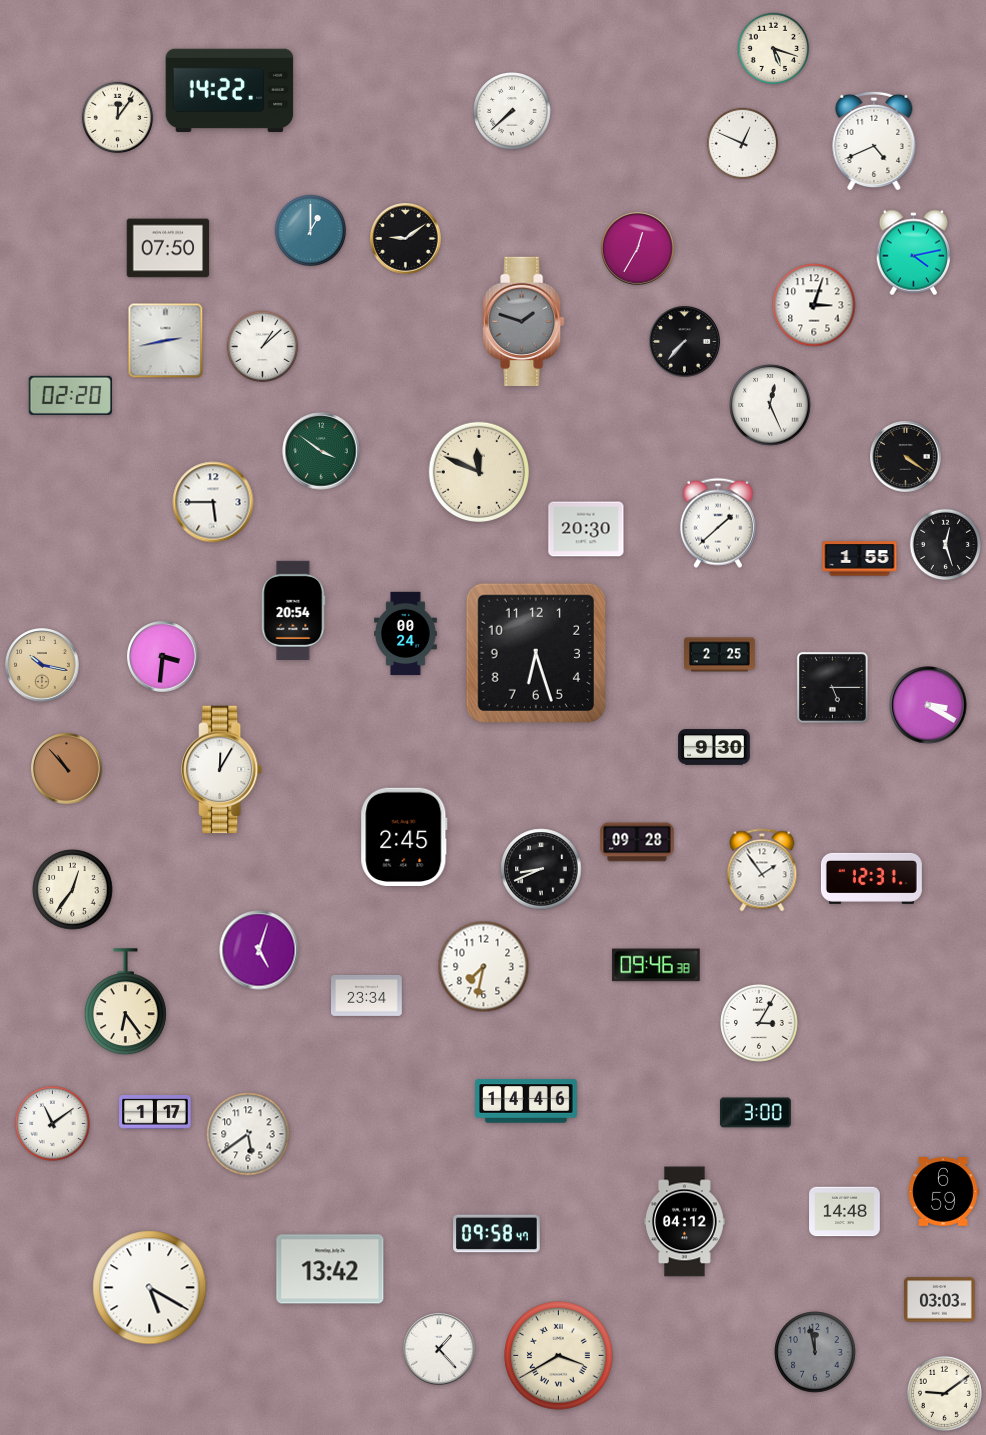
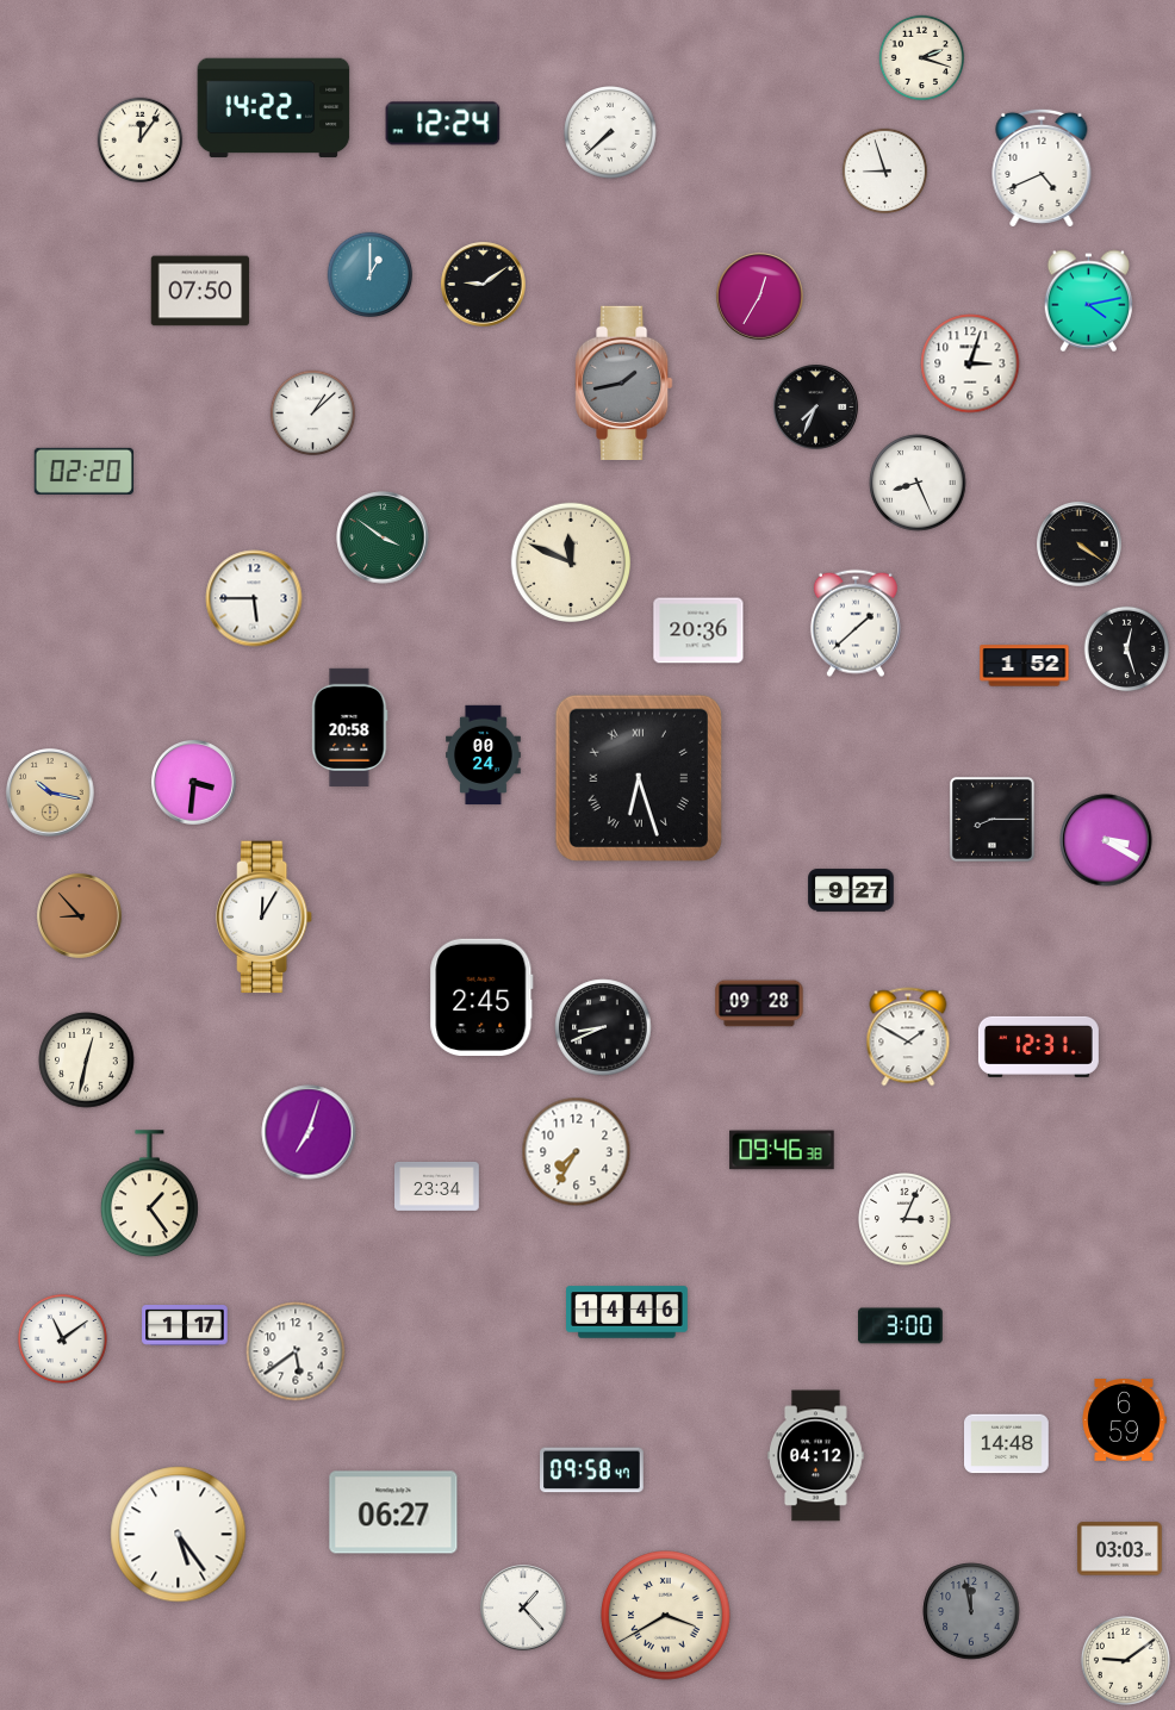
clock at (774, 49): 5:18 -> 2:18
clock at (443, 124): none -> 12:24
clock at (743, 144): 12:49 -> 8:57
clock at (168, 248) position: (168, 248) -> (200, 291)
clock at (524, 321): 1:48 -> 1:43
clock at (166, 341): 2:43 -> none
clock at (685, 342): 7:37 -> 7:34
clock at (770, 405): 12:26 -> 8:26
clock at (586, 529): 20:30 -> 20:36
clock at (860, 559): 1:55 -> 1:52
clock at (294, 610): 20:54 -> 20:58
clock at (535, 652) numerals: Arabic -> Roman
clock at (720, 655): 2:25 -> none
clock at (832, 687): 5:15 -> 8:15
clock at (714, 747): 9:30 -> 9:27
clock at (67, 769): 10:53 -> 8:53
clock at (541, 869) position: (541, 869) -> (603, 1027)
clock at (762, 870): 1:54 -> 1:50
clock at (73, 890): 12:36 -> 12:32
clock at (259, 950): 5:03 -> 7:03
clock at (484, 967): 7:32 -> 7:35
clock at (125, 1002): 6:24 -> 1:24
clock at (759, 1023): 3:05 -> 3:04
clock at (330, 1269): 13:42 -> 06:27
clock at (150, 1288): 5:20 -> 5:24
